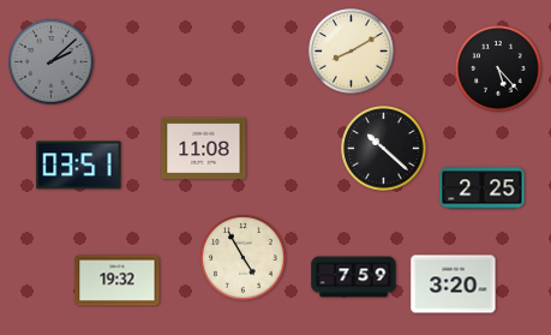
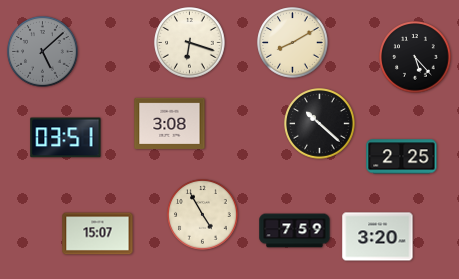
clock at (190, 43): none -> 6:18
clock at (52, 62): 2:08 -> 5:08
clock at (204, 148): 11:08 -> 3:08
clock at (118, 281): 19:32 -> 15:07
